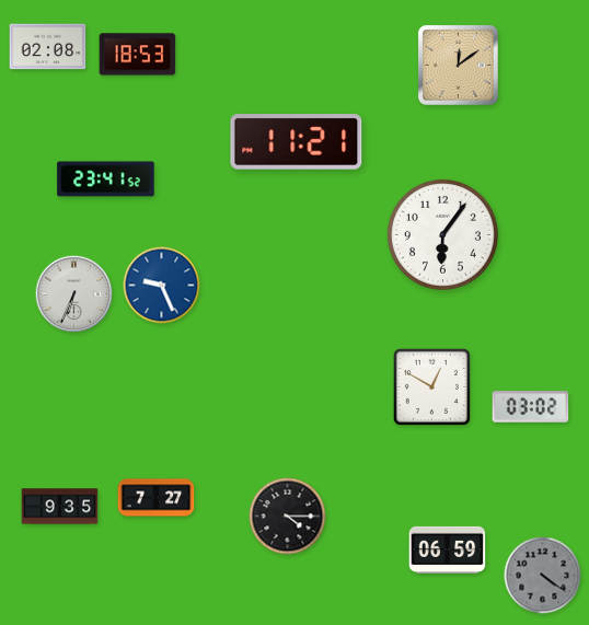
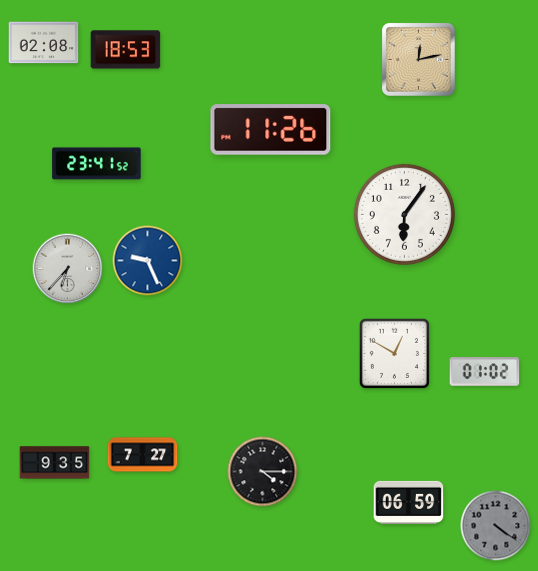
clock at (459, 66): 12:09 -> 12:13
clock at (297, 142): 11:21 -> 11:26
clock at (74, 294): 6:34 -> 6:37
clock at (531, 407): 03:02 -> 01:02
